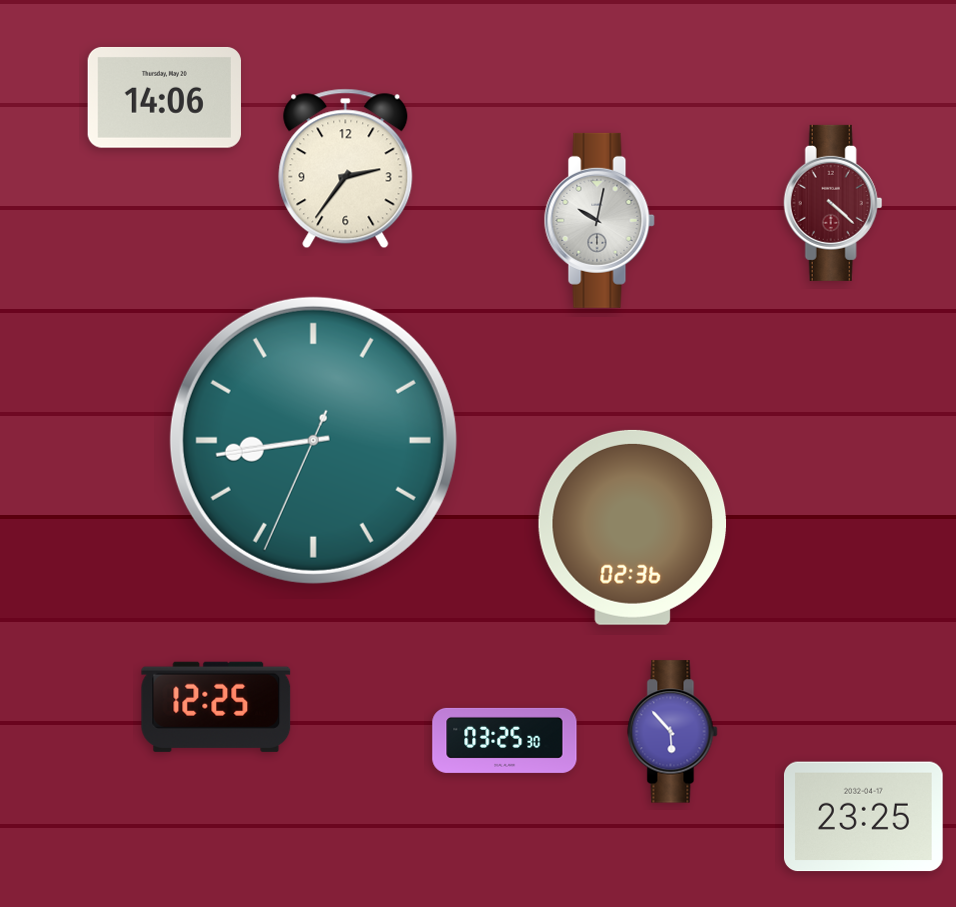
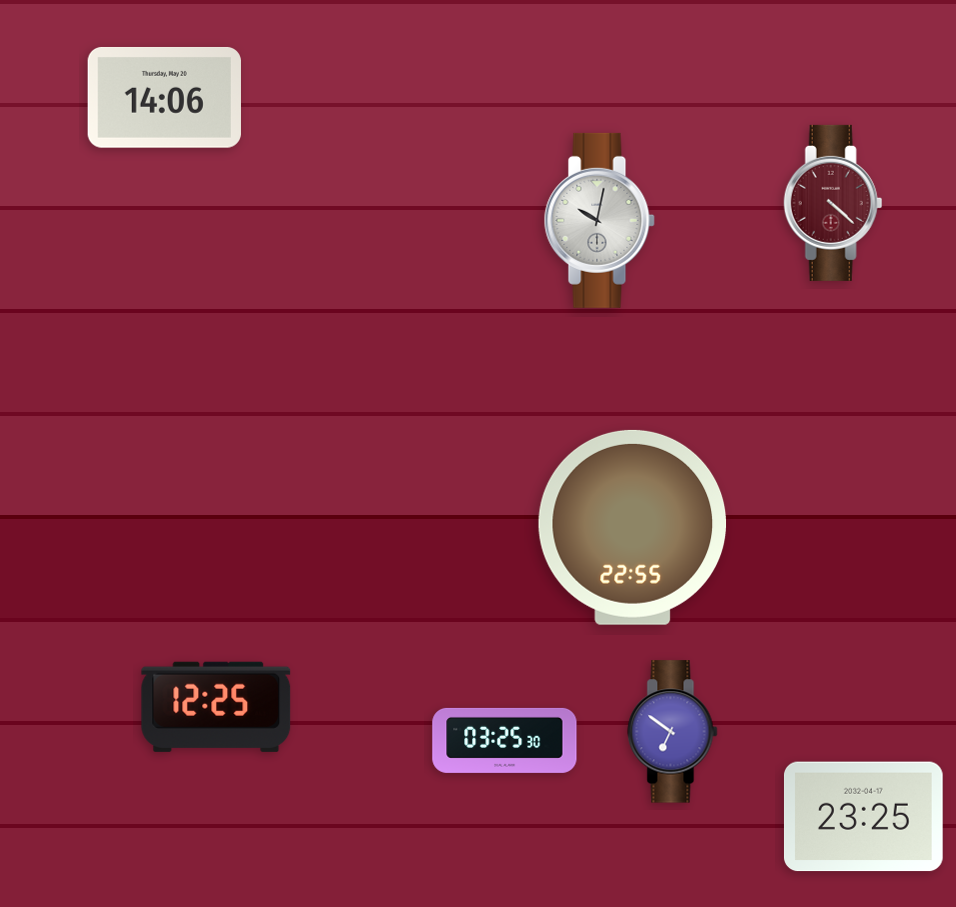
clock at (346, 169): 2:36 -> none
clock at (313, 440): 8:43 -> none
clock at (633, 527): 02:36 -> 22:55
clock at (673, 732): 5:53 -> 6:51
